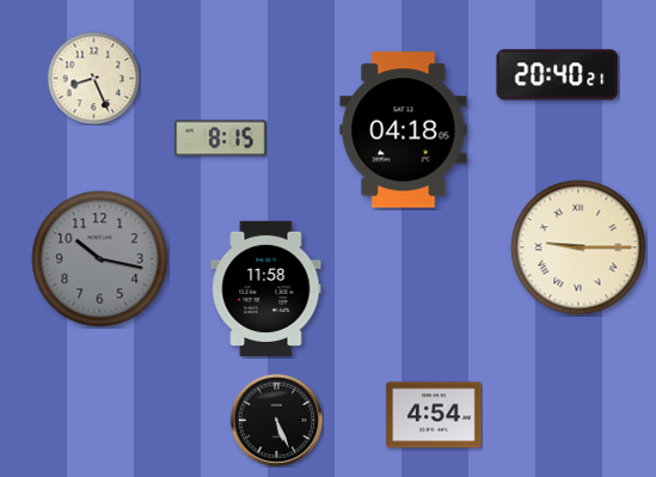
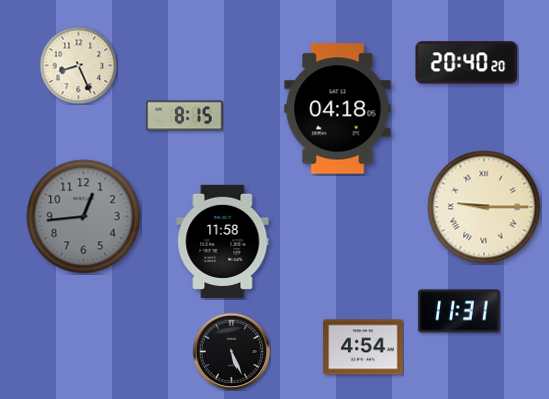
clock at (558, 75): 20:40:21 -> 20:40:20
clock at (100, 259): 10:17 -> 12:44
clock at (459, 311): none -> 11:31
